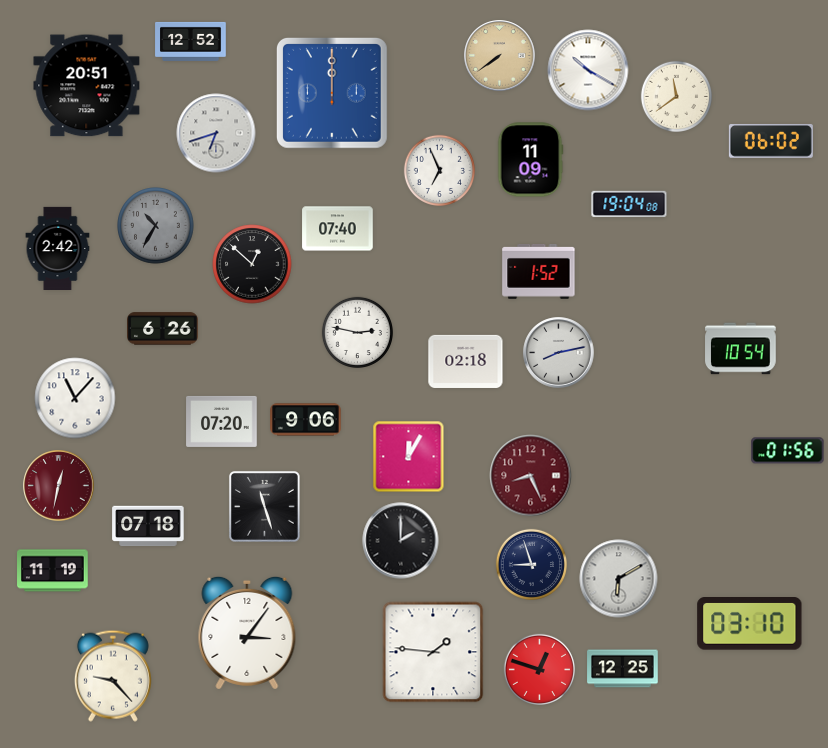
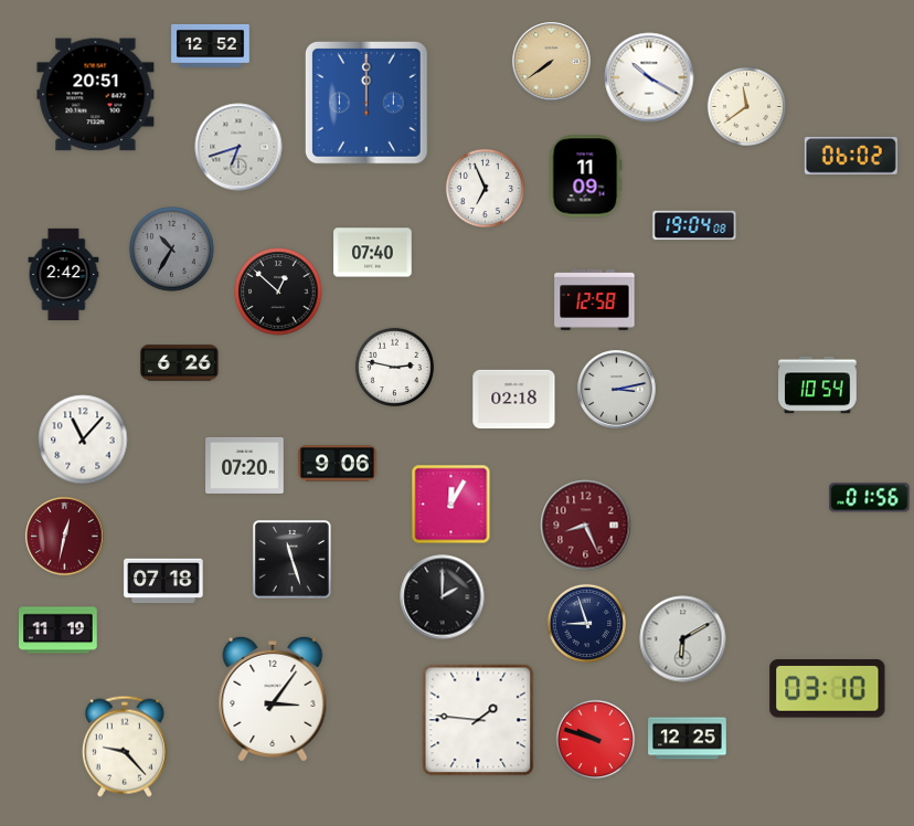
clock at (539, 271): 1:52 -> 12:58
clock at (559, 353): 8:13 -> 3:13
clock at (539, 669): 12:48 -> 9:48
